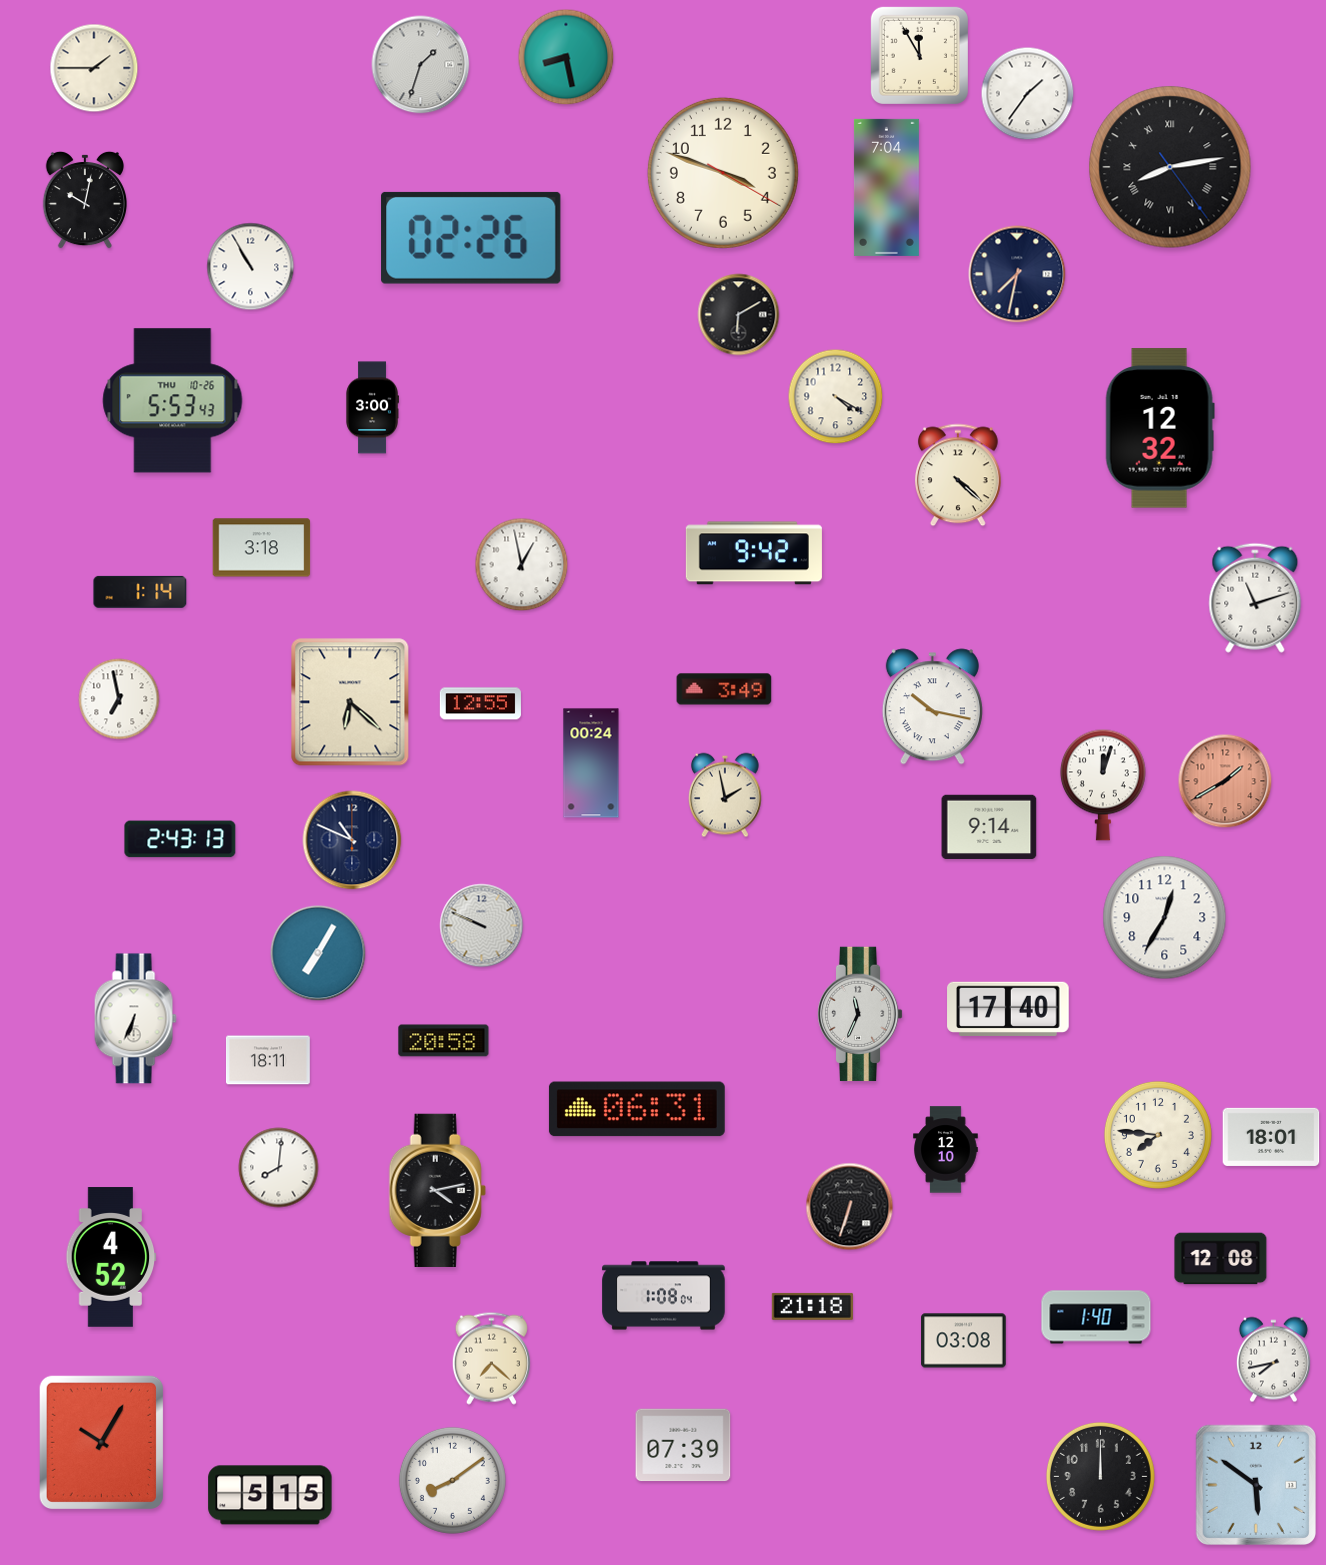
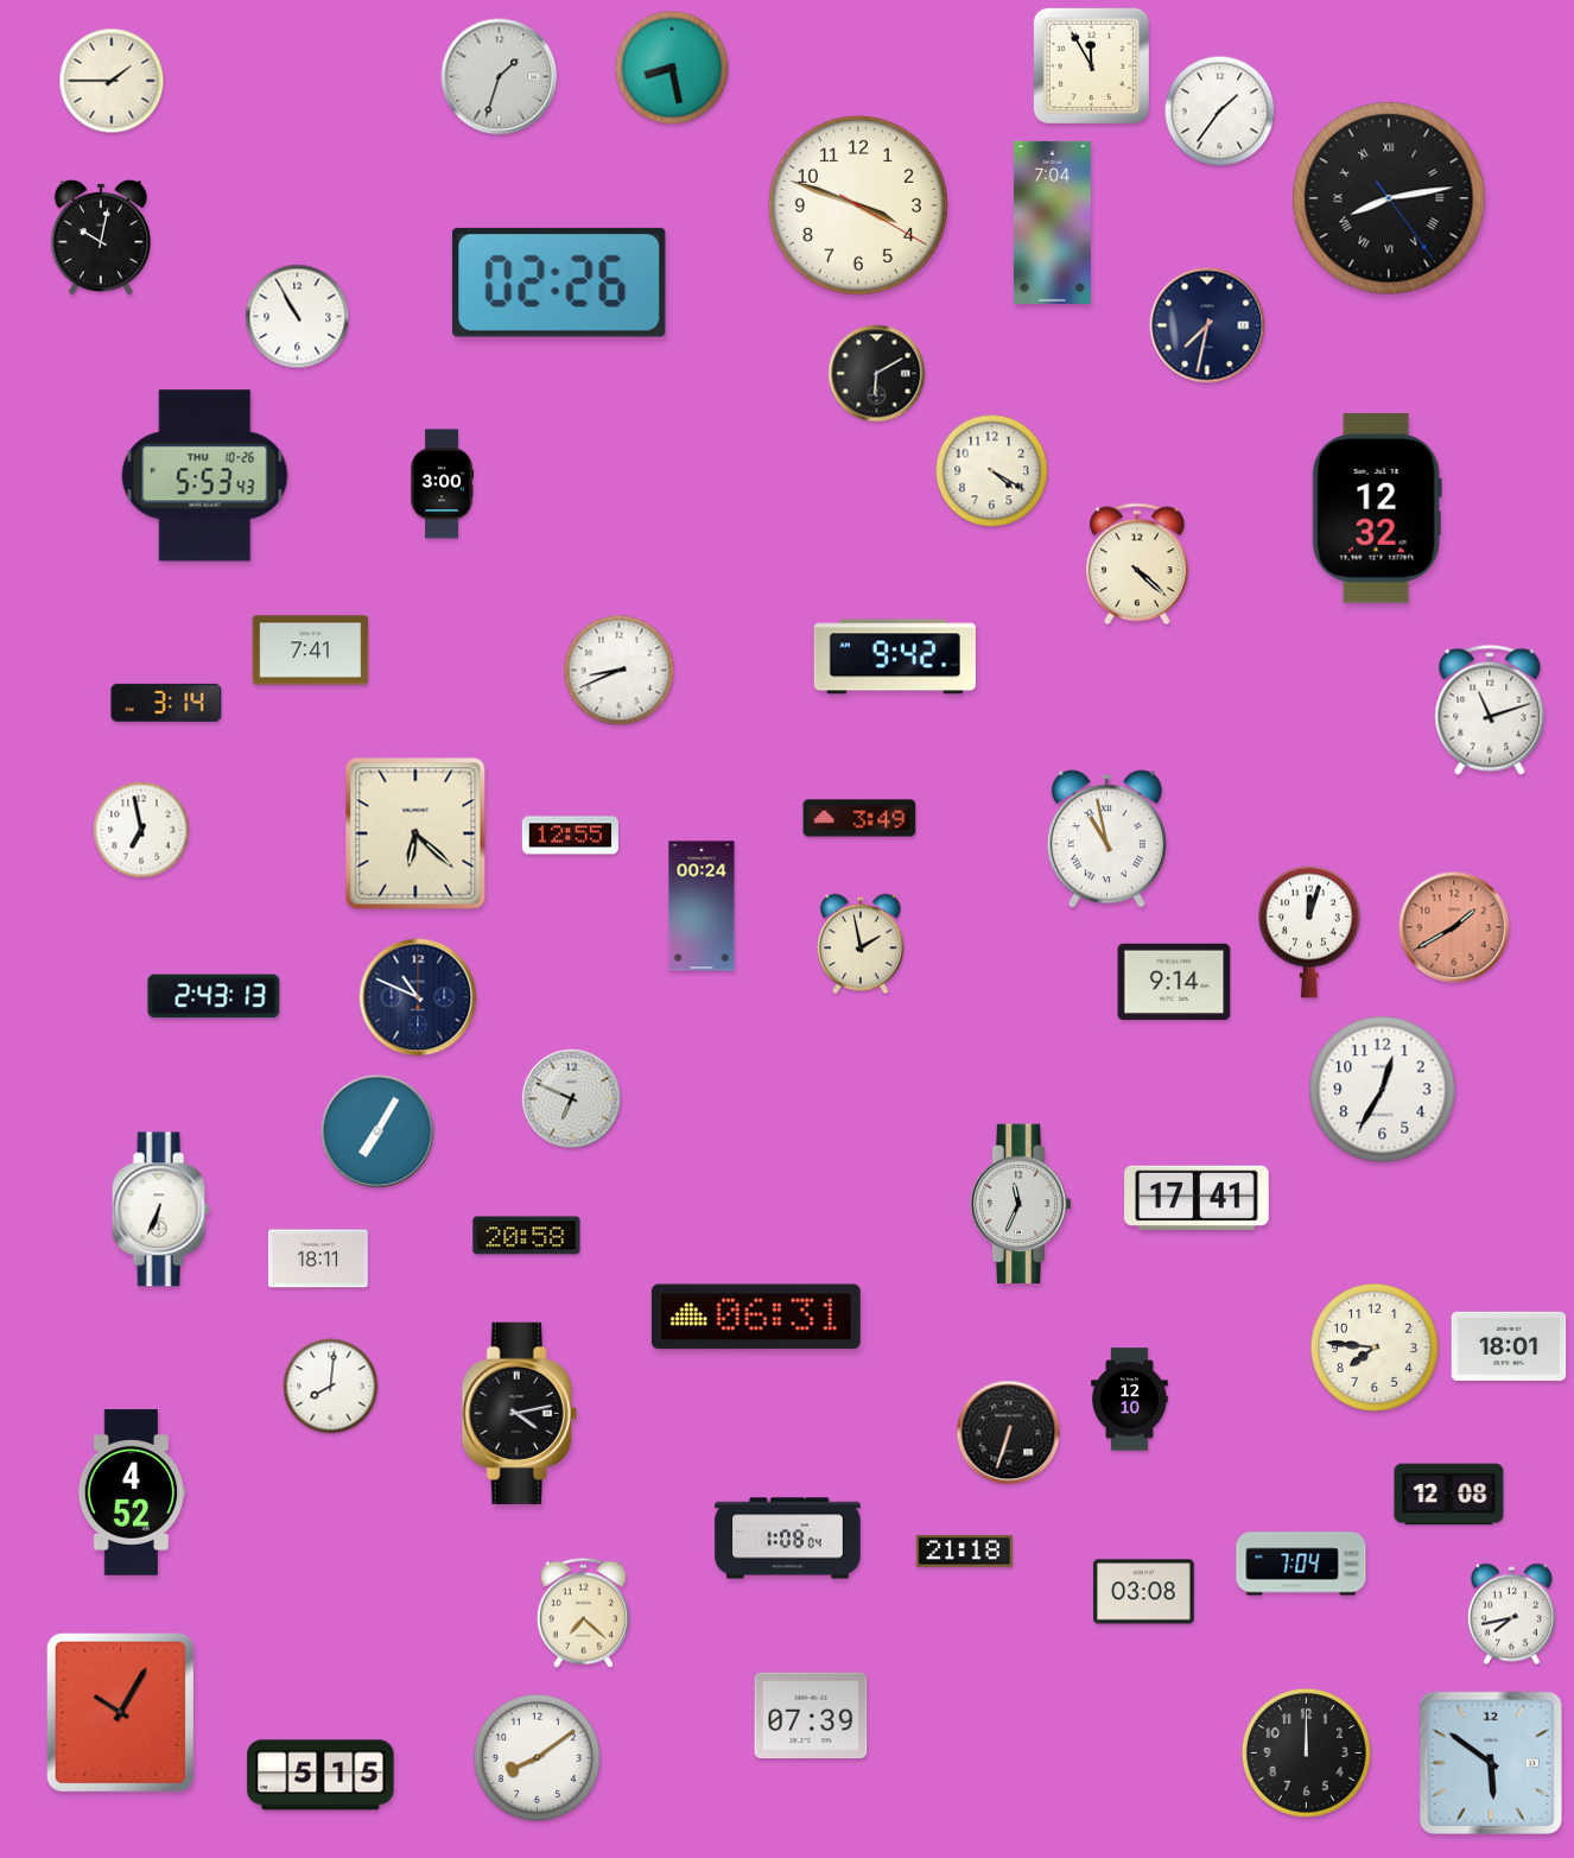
clock at (262, 548): 3:18 -> 7:41
clock at (522, 565): 12:58 -> 8:41
clock at (140, 592): 1:14 -> 3:14
clock at (932, 707): 10:17 -> 10:58
clock at (482, 926): 9:49 -> 6:49
clock at (1008, 1009): 17:40 -> 17:41
clock at (1271, 1137) position: (1271, 1137) -> (1509, 1346)
clock at (946, 1150) position: (946, 1150) -> (1130, 1400)
clock at (1096, 1317): 1:40 -> 7:04
